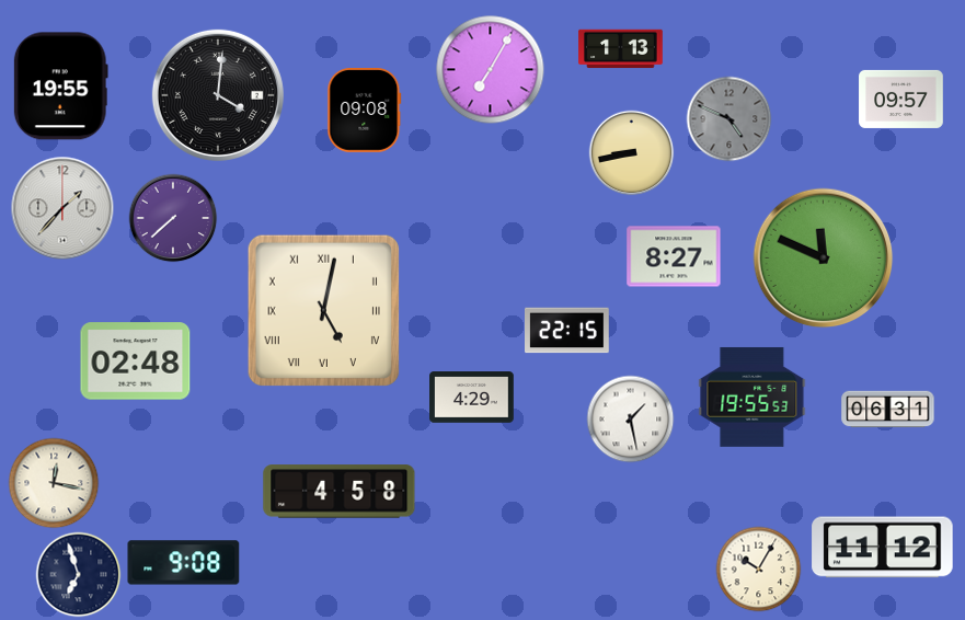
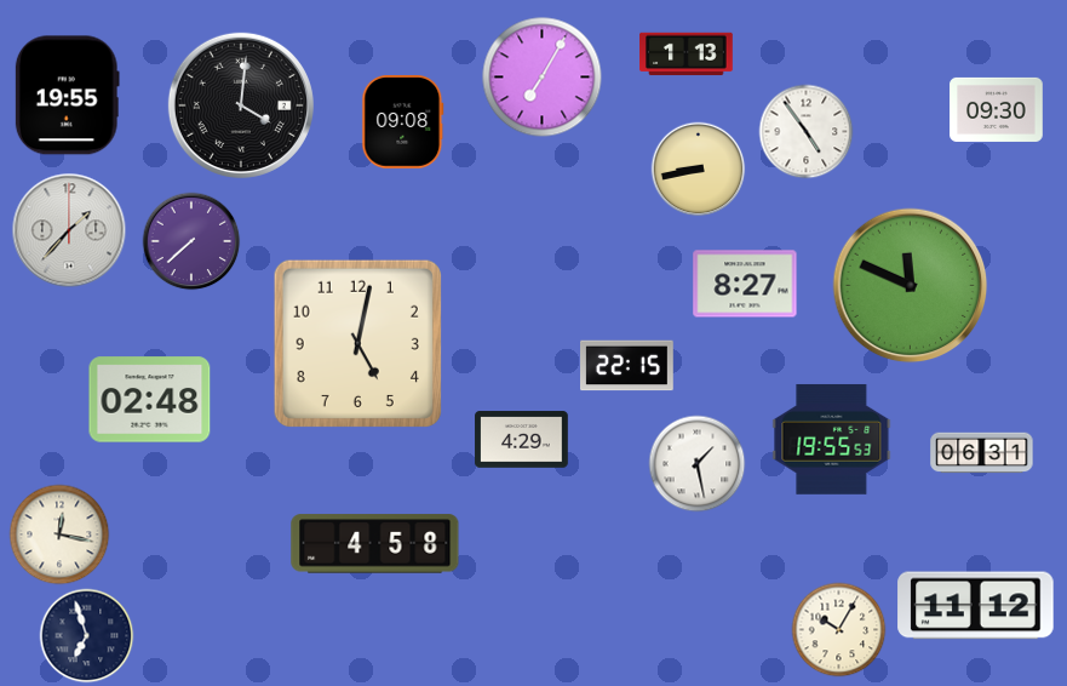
clock at (901, 99): 09:57 -> 09:30
clock at (728, 118): 4:49 -> 4:54
clock at (728, 118) dial: grey -> white
clock at (323, 310) numerals: Roman -> Arabic
clock at (184, 563): 9:08 -> none
